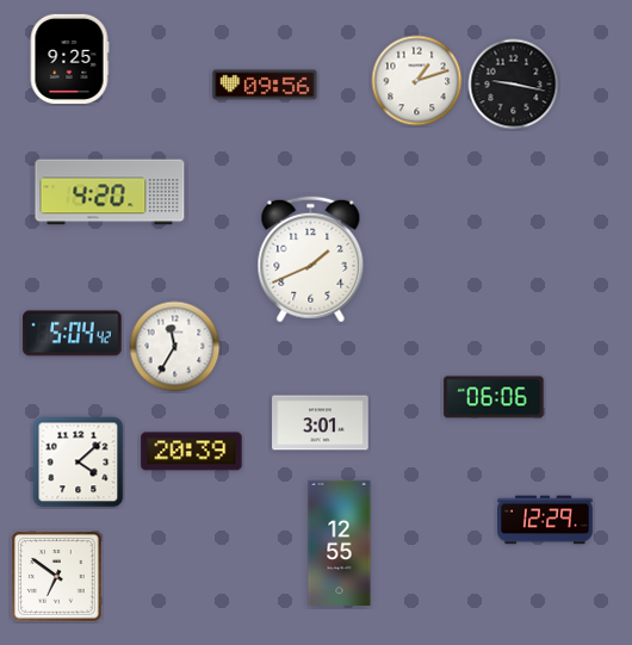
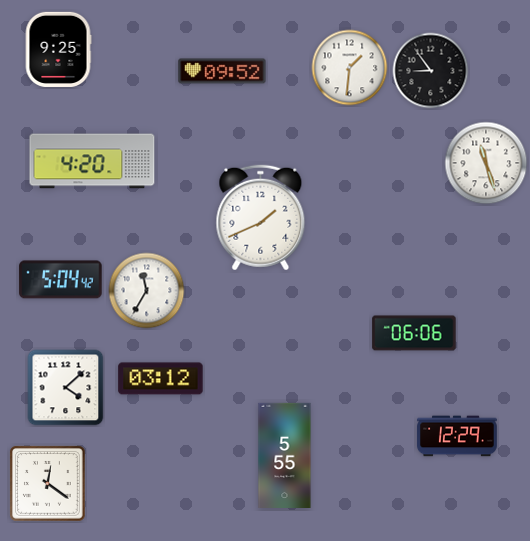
clock at (417, 81): 1:12 -> 1:31
clock at (265, 85): 09:56 -> 09:52
clock at (514, 85): 9:17 -> 8:54
clock at (486, 163): none -> 11:27
clock at (321, 423): 3:01 -> none
clock at (192, 452): 20:39 -> 03:12
clock at (340, 542): 12:55 -> 5:55
clock at (57, 577): 6:51 -> 12:21
